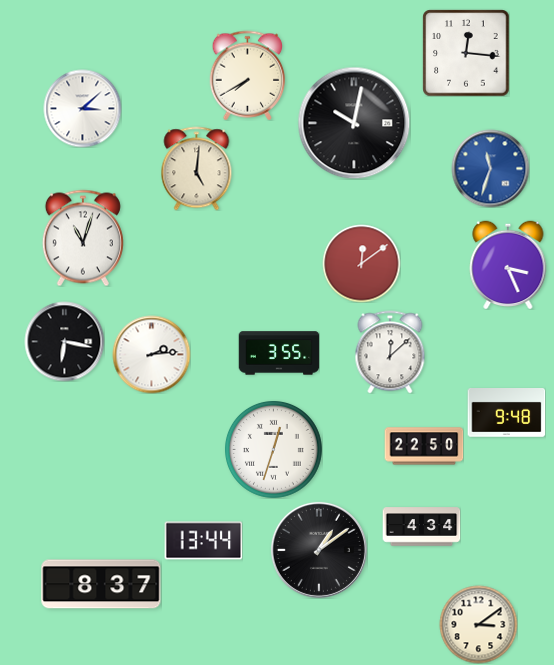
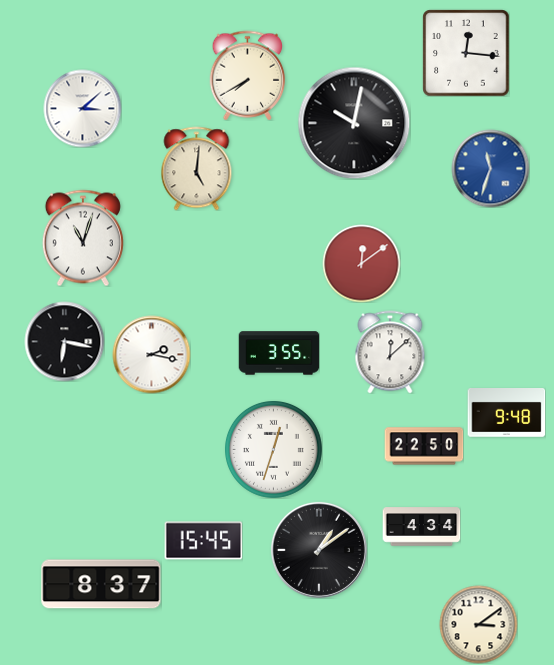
clock at (508, 265): 3:26 -> none
clock at (151, 354): 2:14 -> 2:17
clock at (203, 541): 13:44 -> 15:45
